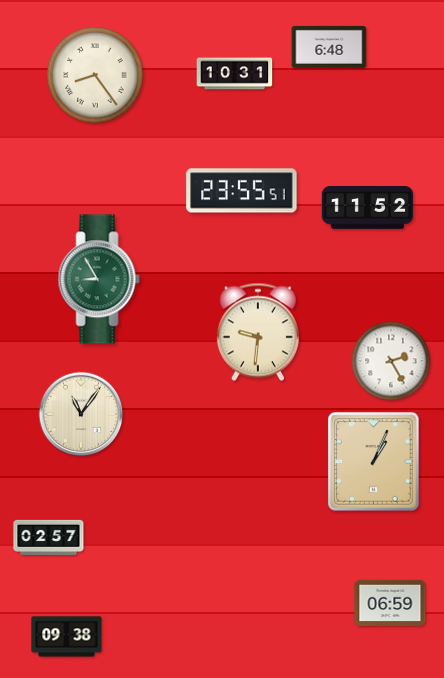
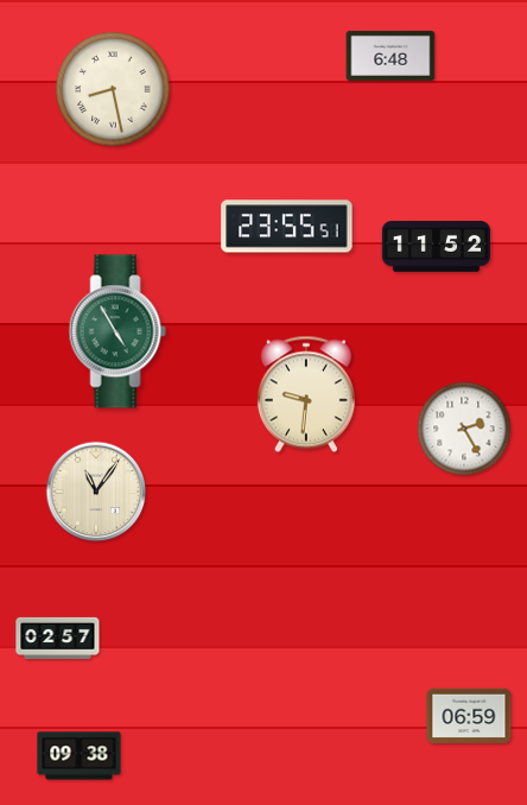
clock at (235, 74): 10:31 -> none
clock at (95, 75): 8:24 -> 8:28
clock at (99, 279): 8:55 -> 4:55
clock at (374, 462): 1:04 -> none
clock at (390, 602) position: (390, 602) -> (469, 715)
